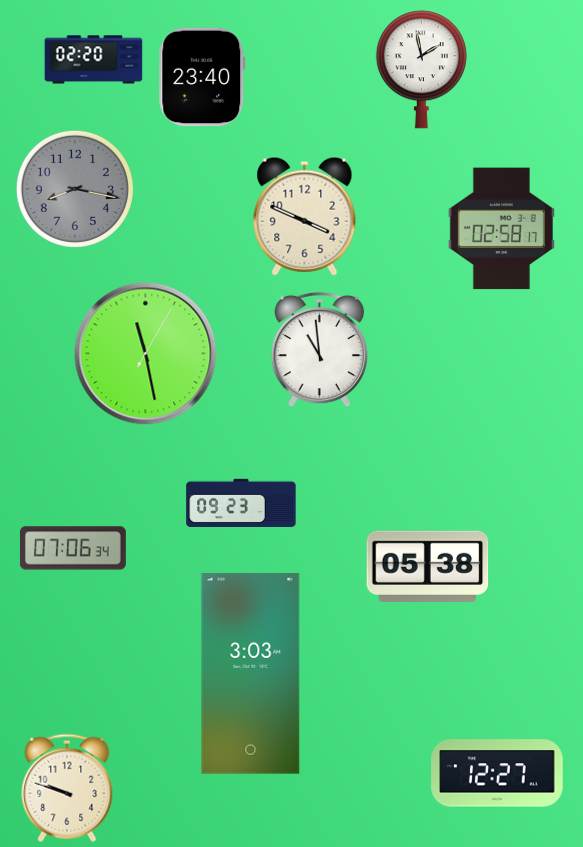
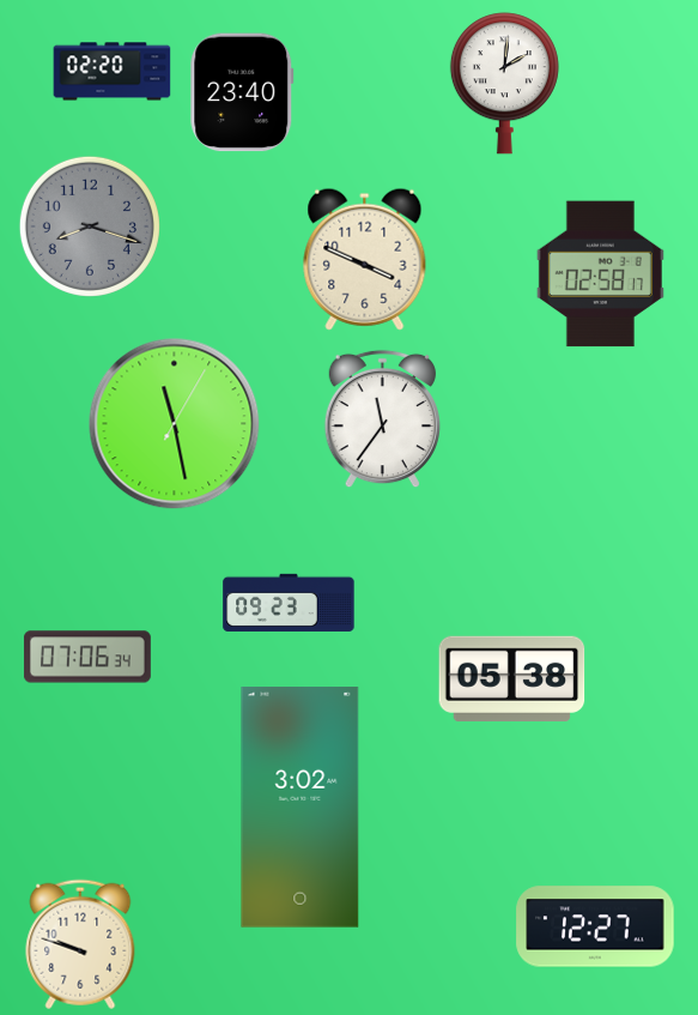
clock at (421, 70): 1:58 -> 2:01
clock at (75, 189): 8:17 -> 8:18
clock at (319, 350): 10:59 -> 11:36
clock at (251, 674): 3:03 -> 3:02
